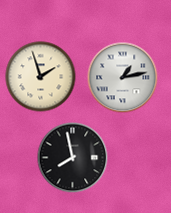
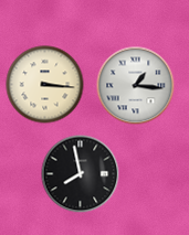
clock at (41, 77): 1:57 -> 3:16
clock at (123, 78): 1:13 -> 1:16
